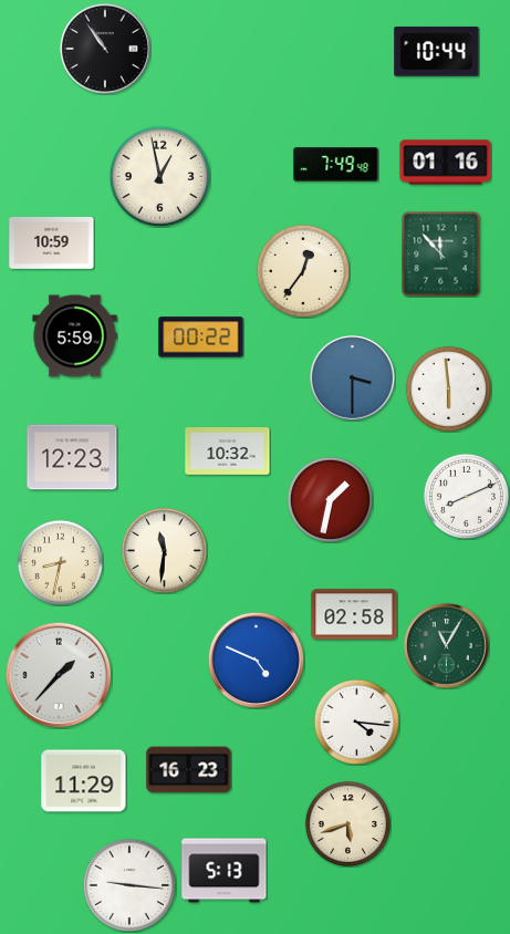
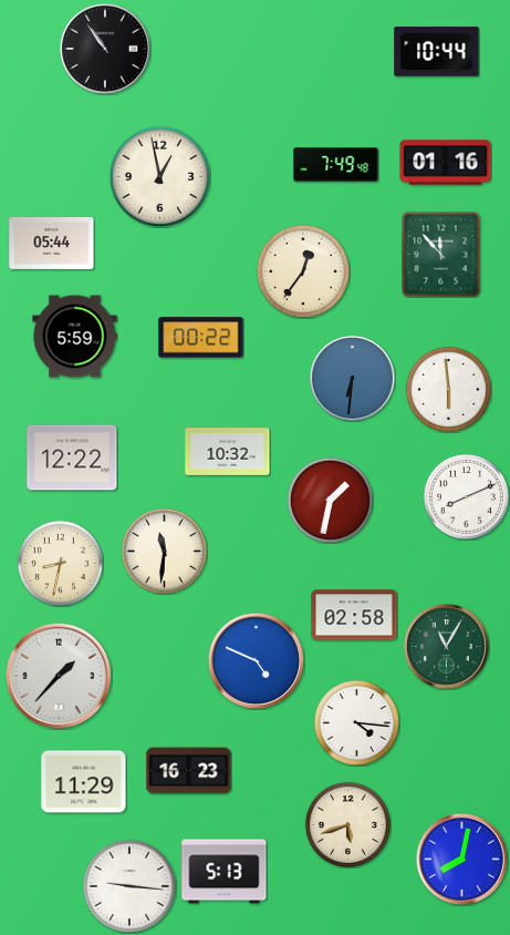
clock at (52, 242): 10:59 -> 05:44
clock at (353, 378): 3:30 -> 6:31
clock at (72, 457): 12:23 -> 12:22
clock at (461, 859): none -> 8:02
